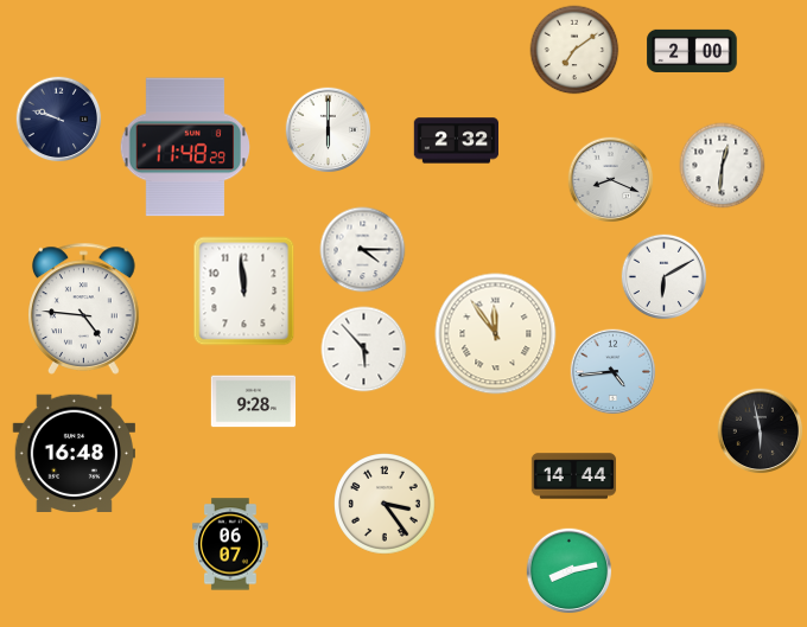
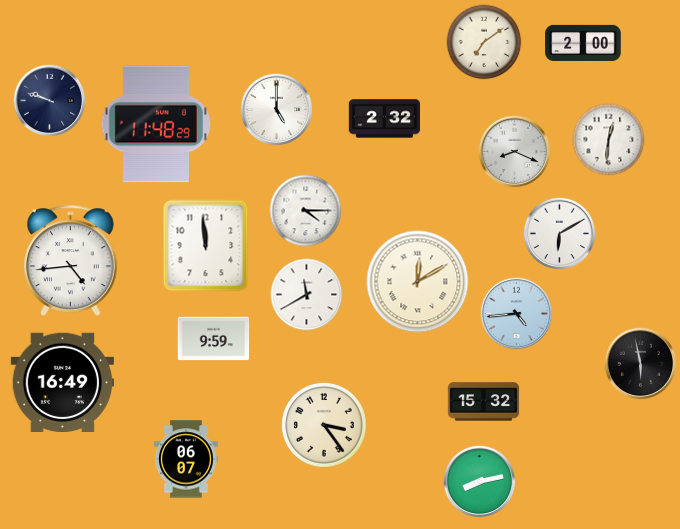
clock at (329, 130): 6:00 -> 5:00
clock at (84, 308): 4:46 -> 4:44
clock at (496, 334): 11:54 -> 12:10
clock at (364, 350): 5:53 -> 11:40
clock at (254, 402): 9:28 -> 9:59
clock at (74, 453): 16:48 -> 16:49
clock at (574, 476): 14:44 -> 15:32
clock at (230, 544) position: (230, 544) -> (186, 459)
